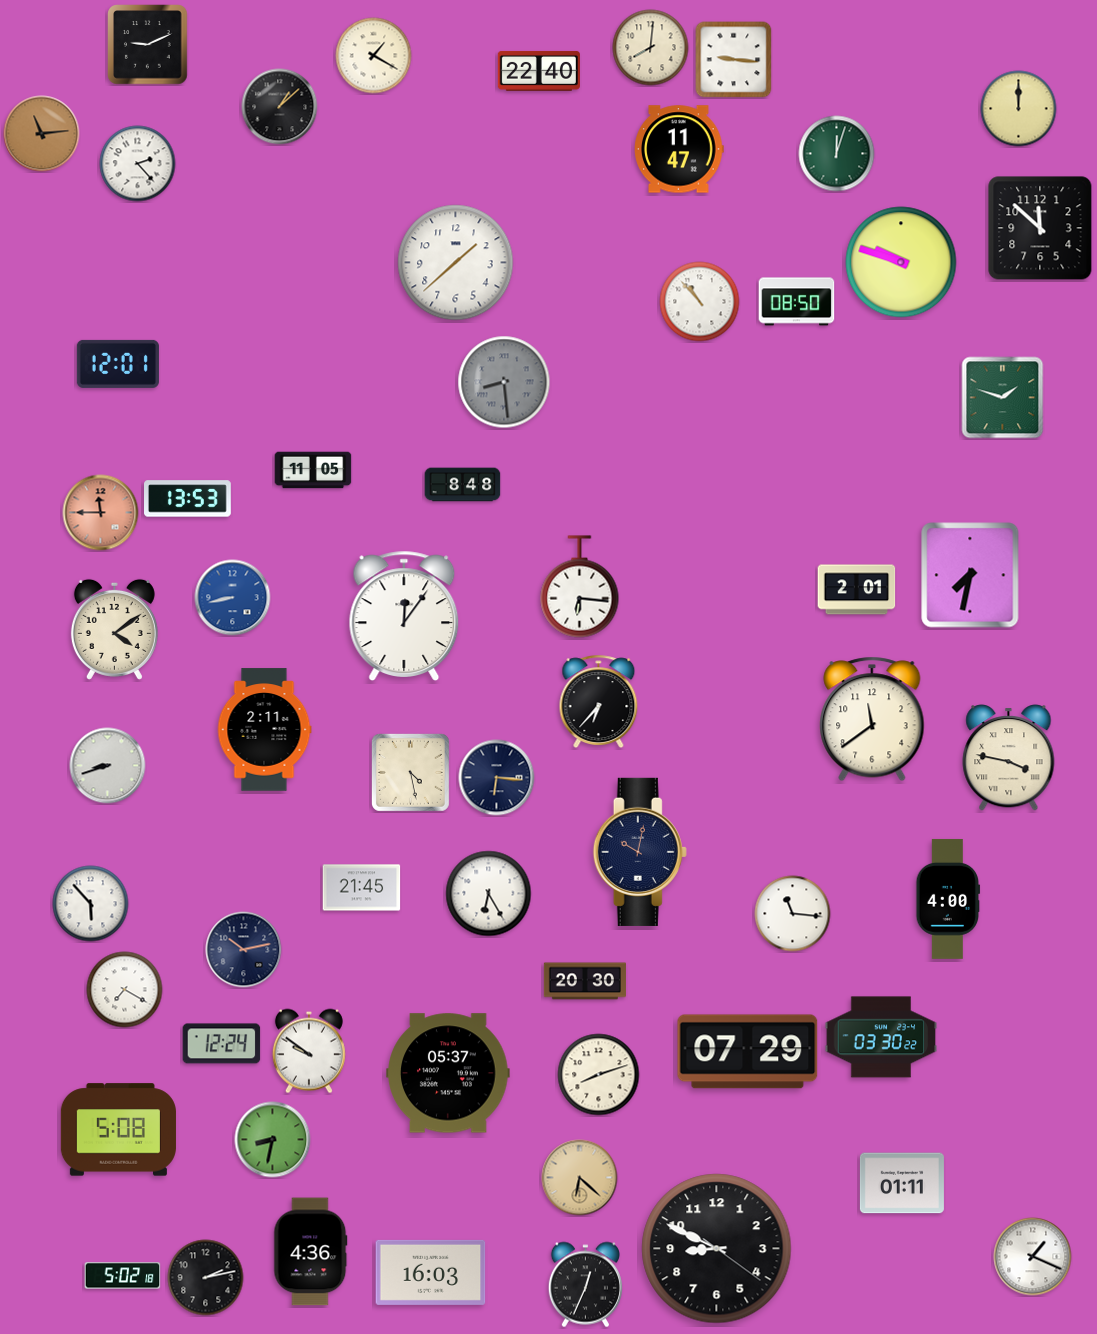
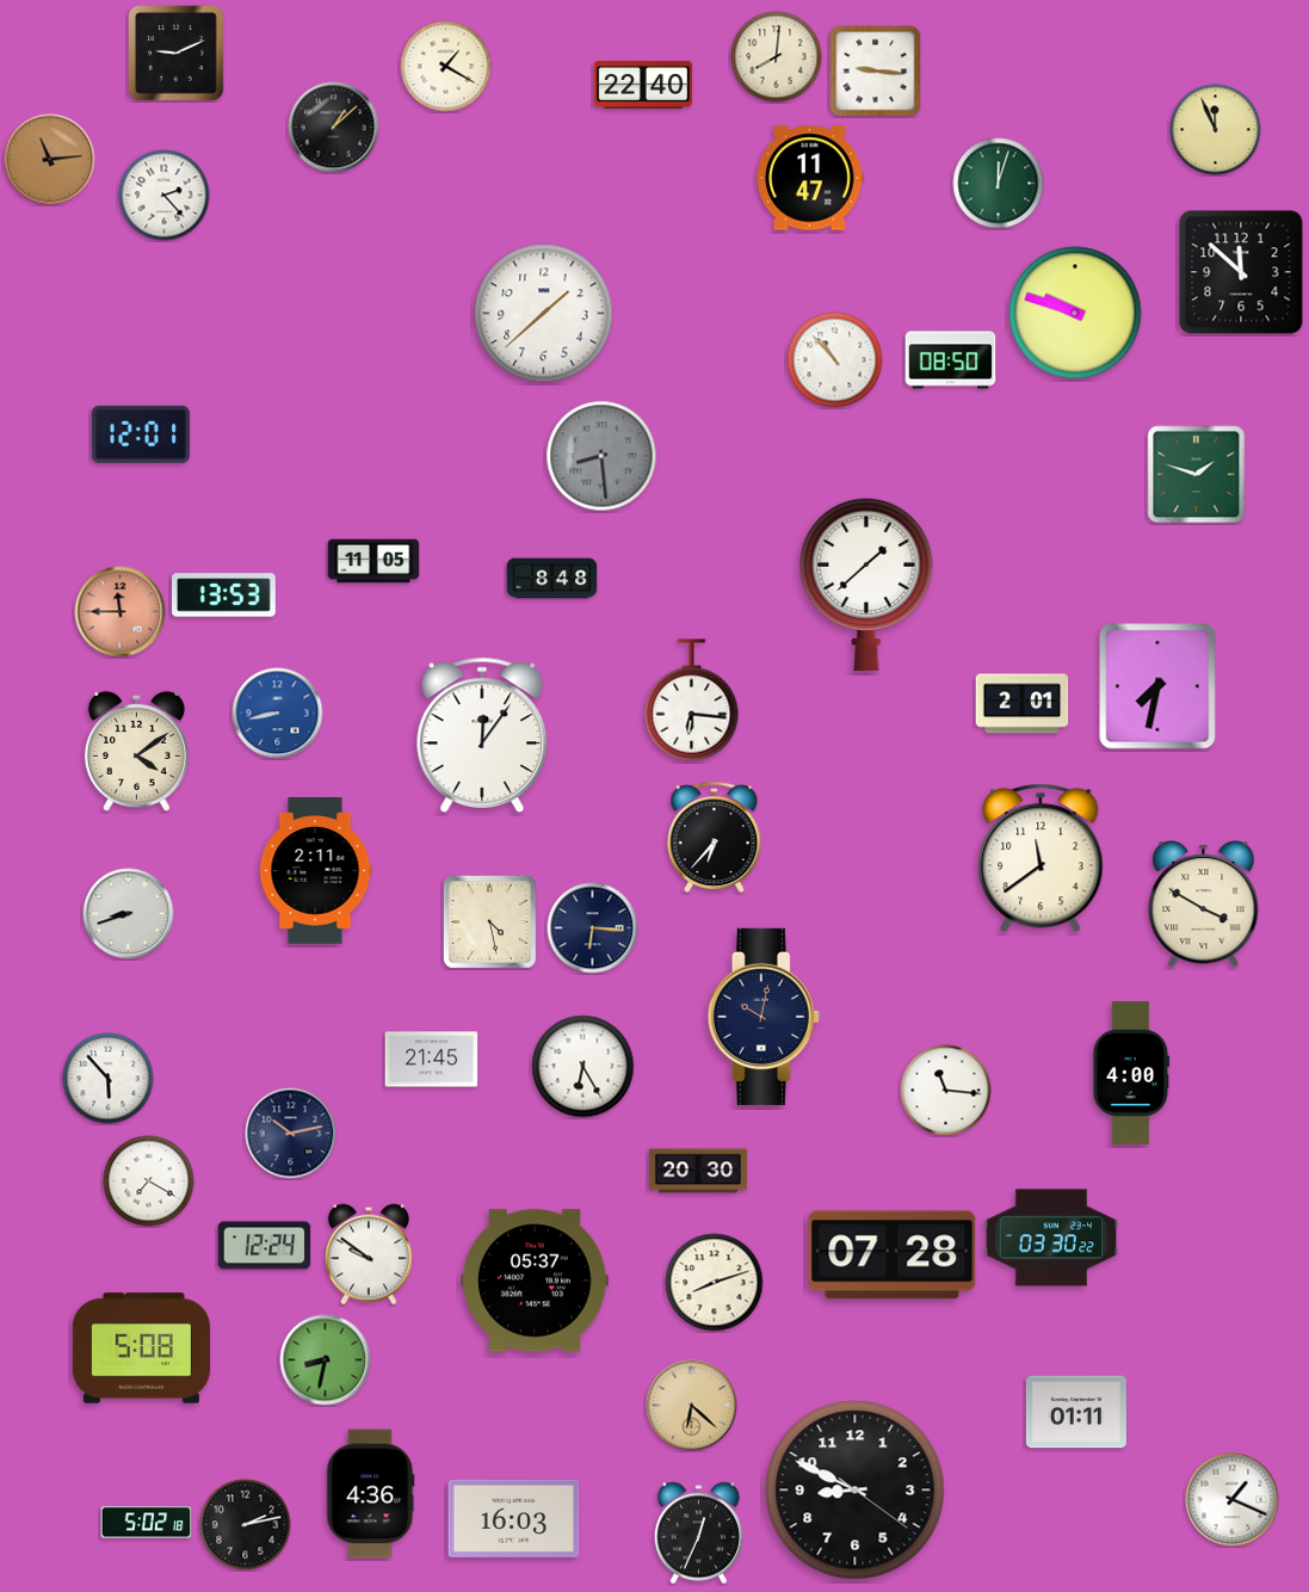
clock at (1019, 109): 12:00 -> 11:56
clock at (866, 585): none -> 1:38
clock at (1009, 758): 3:47 -> 3:50
clock at (748, 1052): 07:29 -> 07:28
